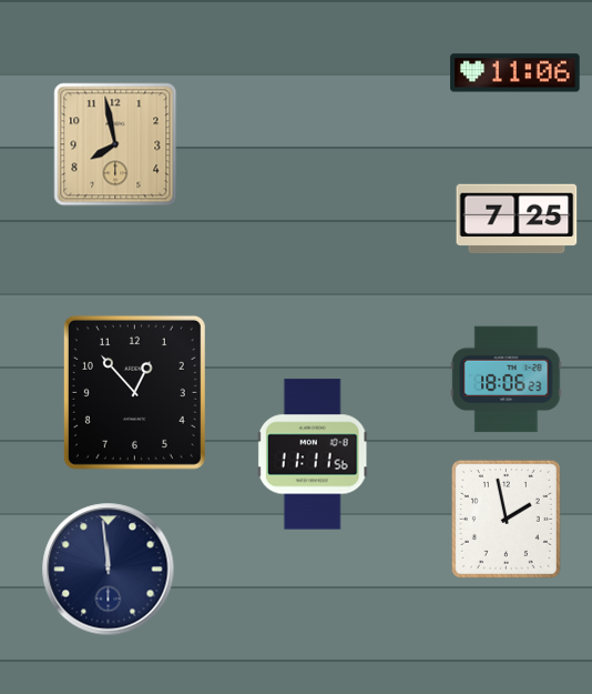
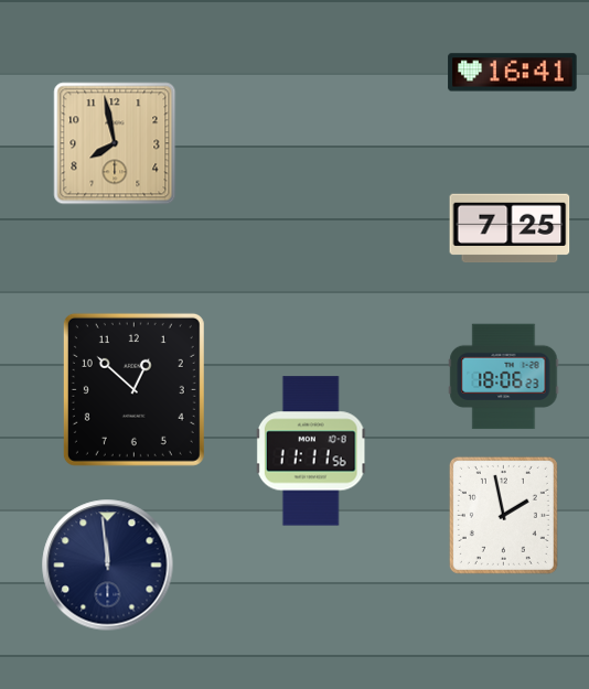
clock at (516, 73): 11:06 -> 16:41
clock at (517, 219) position: (517, 219) -> (510, 228)
clock at (134, 392): 12:53 -> 12:52
